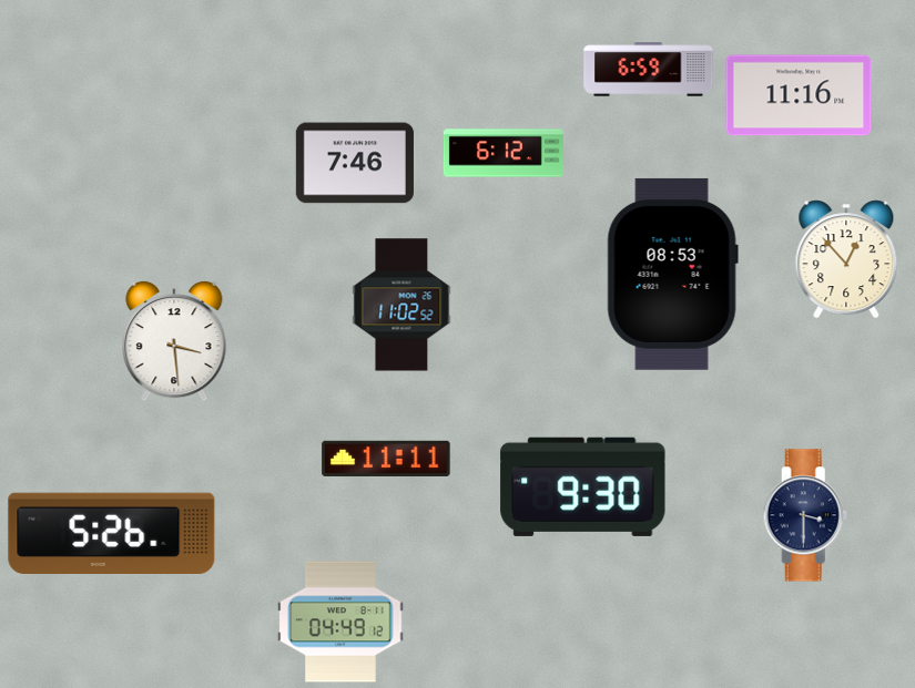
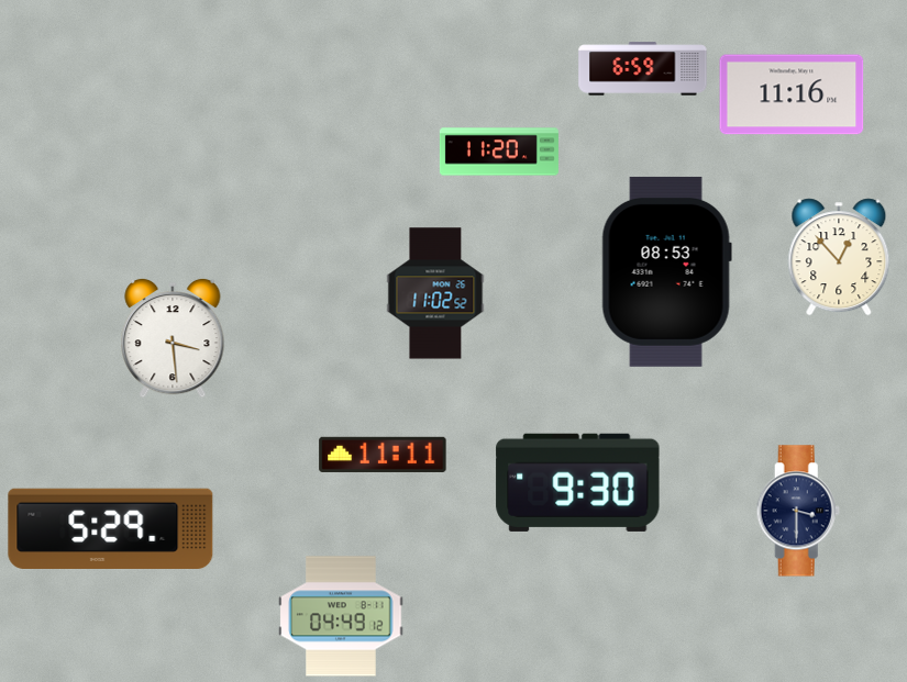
clock at (504, 153): 6:12 -> 11:20
clock at (355, 163): 7:46 -> none
clock at (401, 305) position: (401, 305) -> (435, 293)
clock at (112, 533): 5:26 -> 5:29
clock at (340, 622) position: (340, 622) -> (341, 616)
